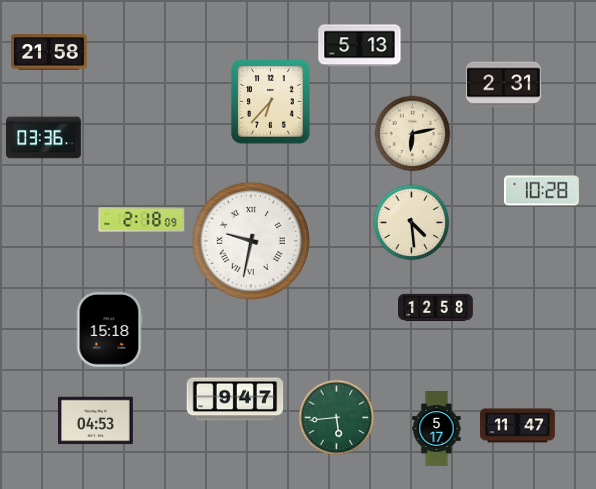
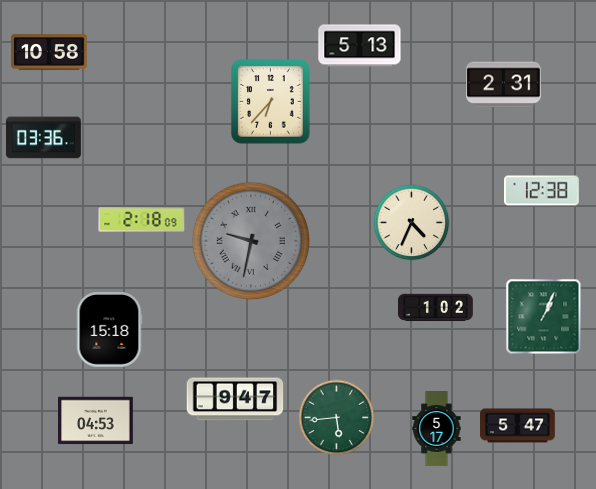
clock at (49, 52): 21:58 -> 10:58
clock at (413, 134): 6:13 -> none
clock at (542, 191): 10:28 -> 12:38
clock at (412, 223): 4:29 -> 4:34
clock at (251, 241) dial: white -> grey
clock at (436, 308): 12:58 -> 1:02
clock at (544, 317): none -> 1:04
clock at (518, 426): 11:47 -> 5:47
